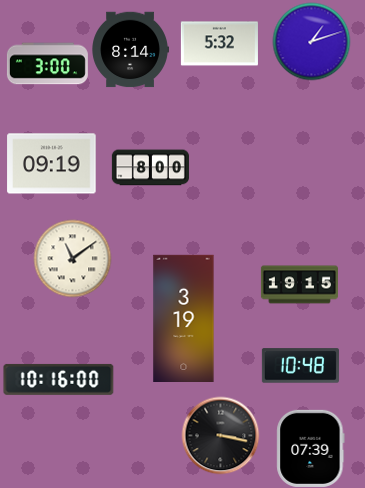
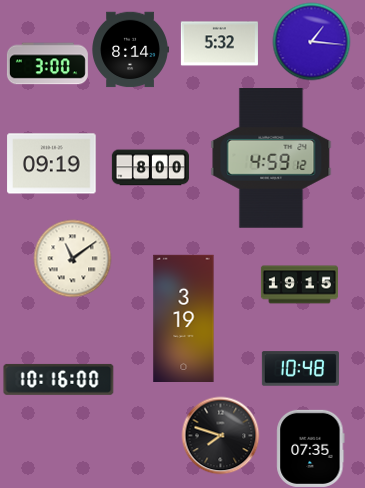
clock at (311, 41): 1:12 -> 1:16
clock at (271, 159): none -> 4:59
clock at (300, 366) position: (300, 366) -> (300, 369)
clock at (220, 435): 3:17 -> 7:48
clock at (311, 448): 07:39 -> 07:35
